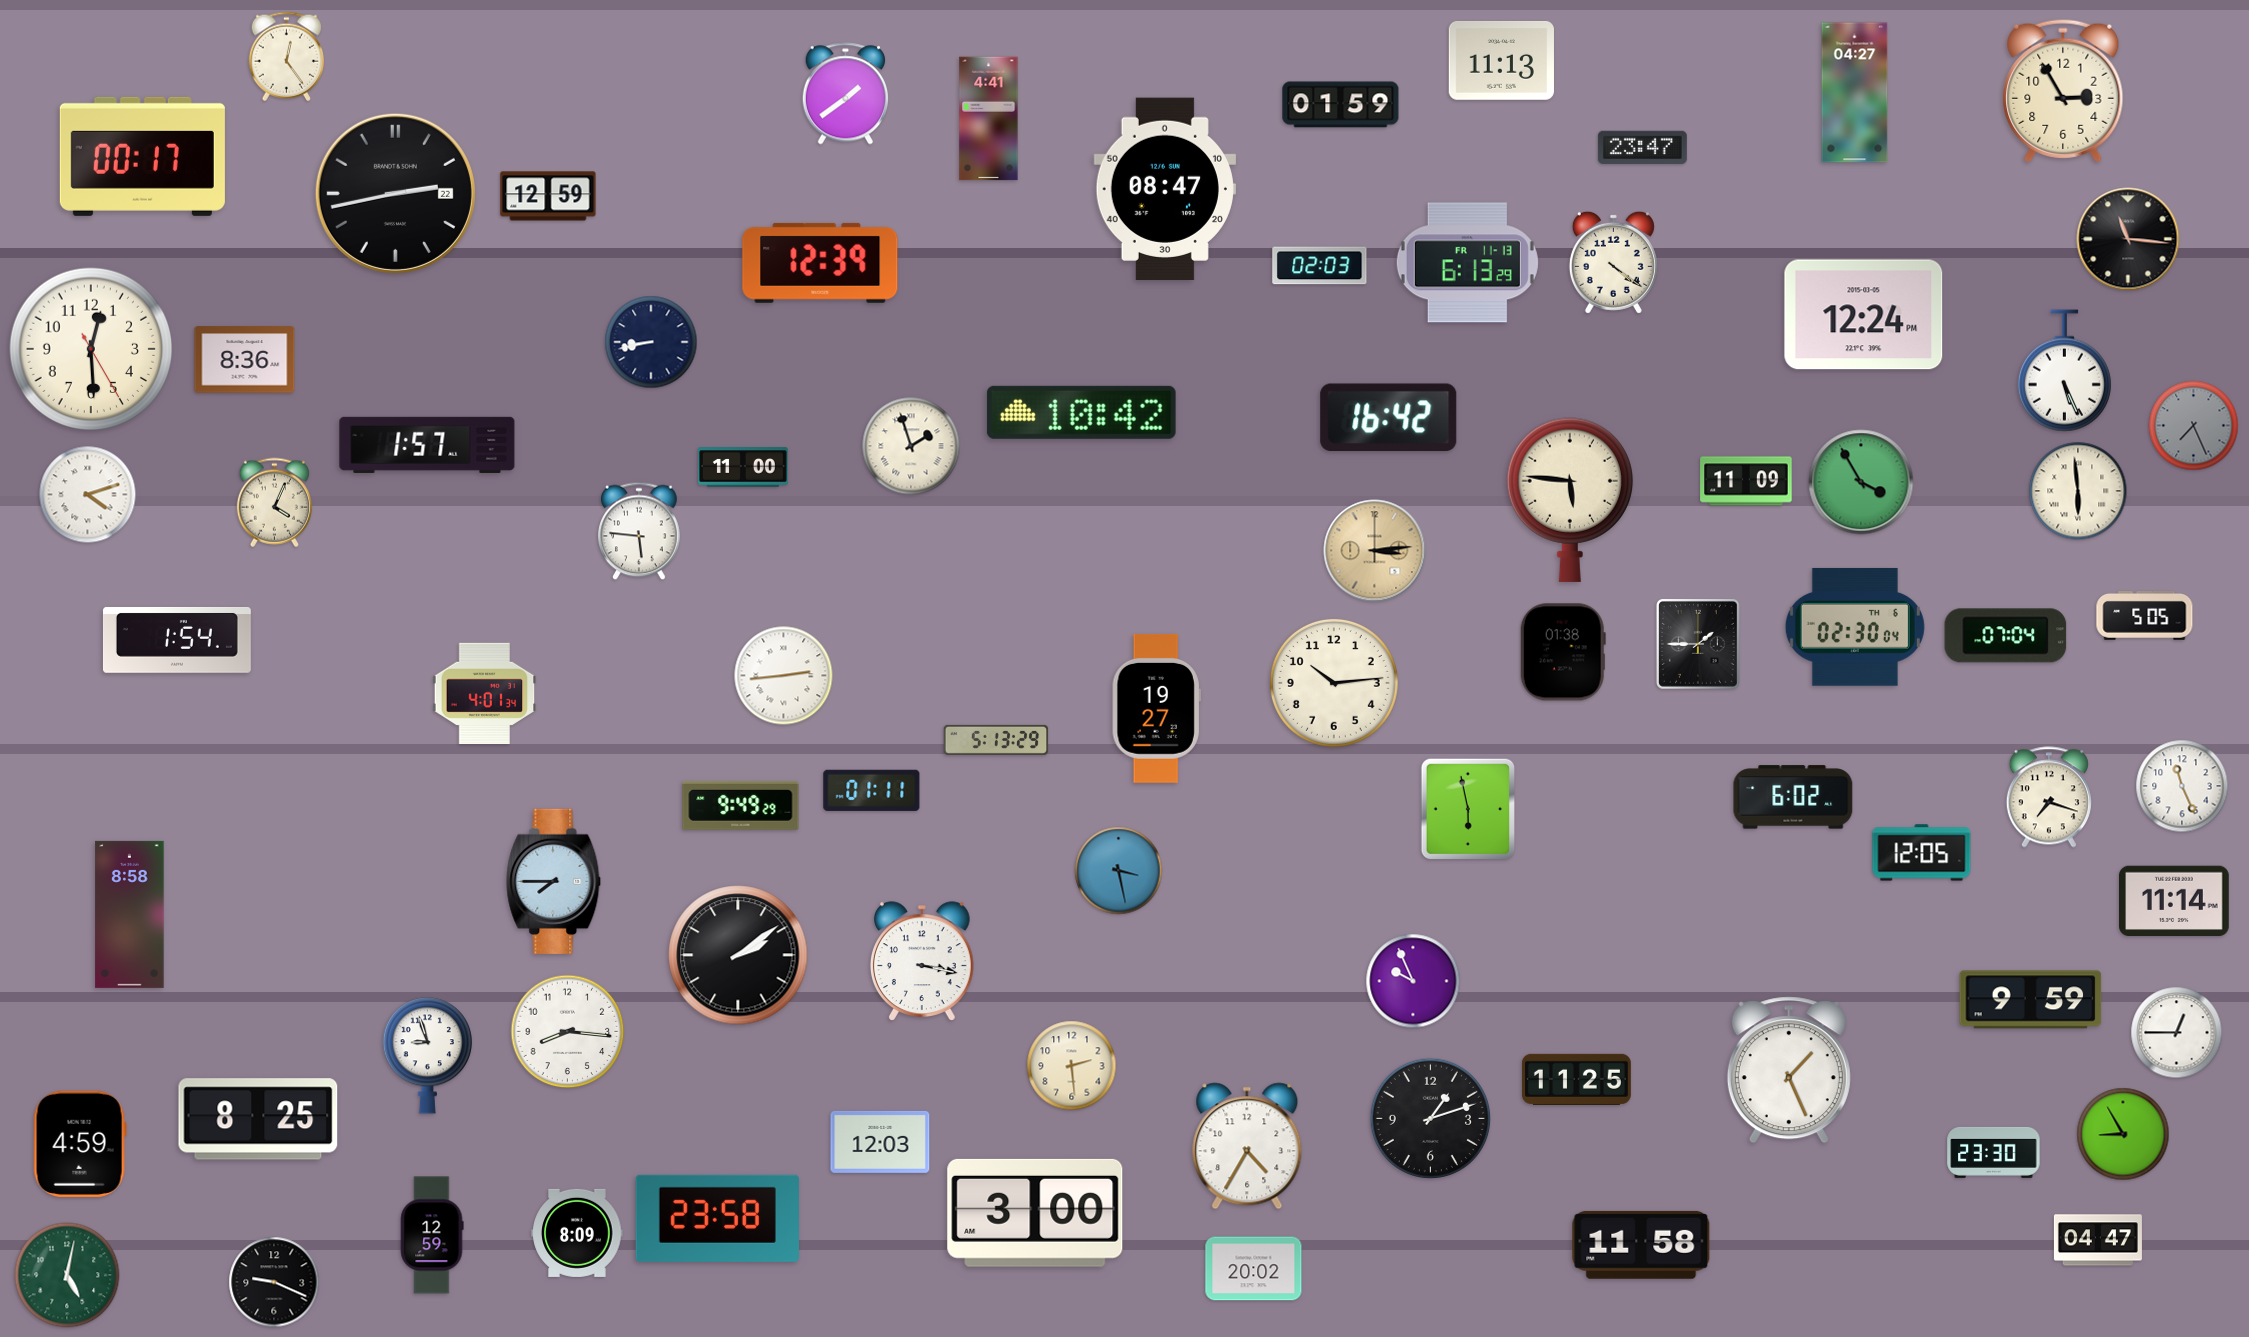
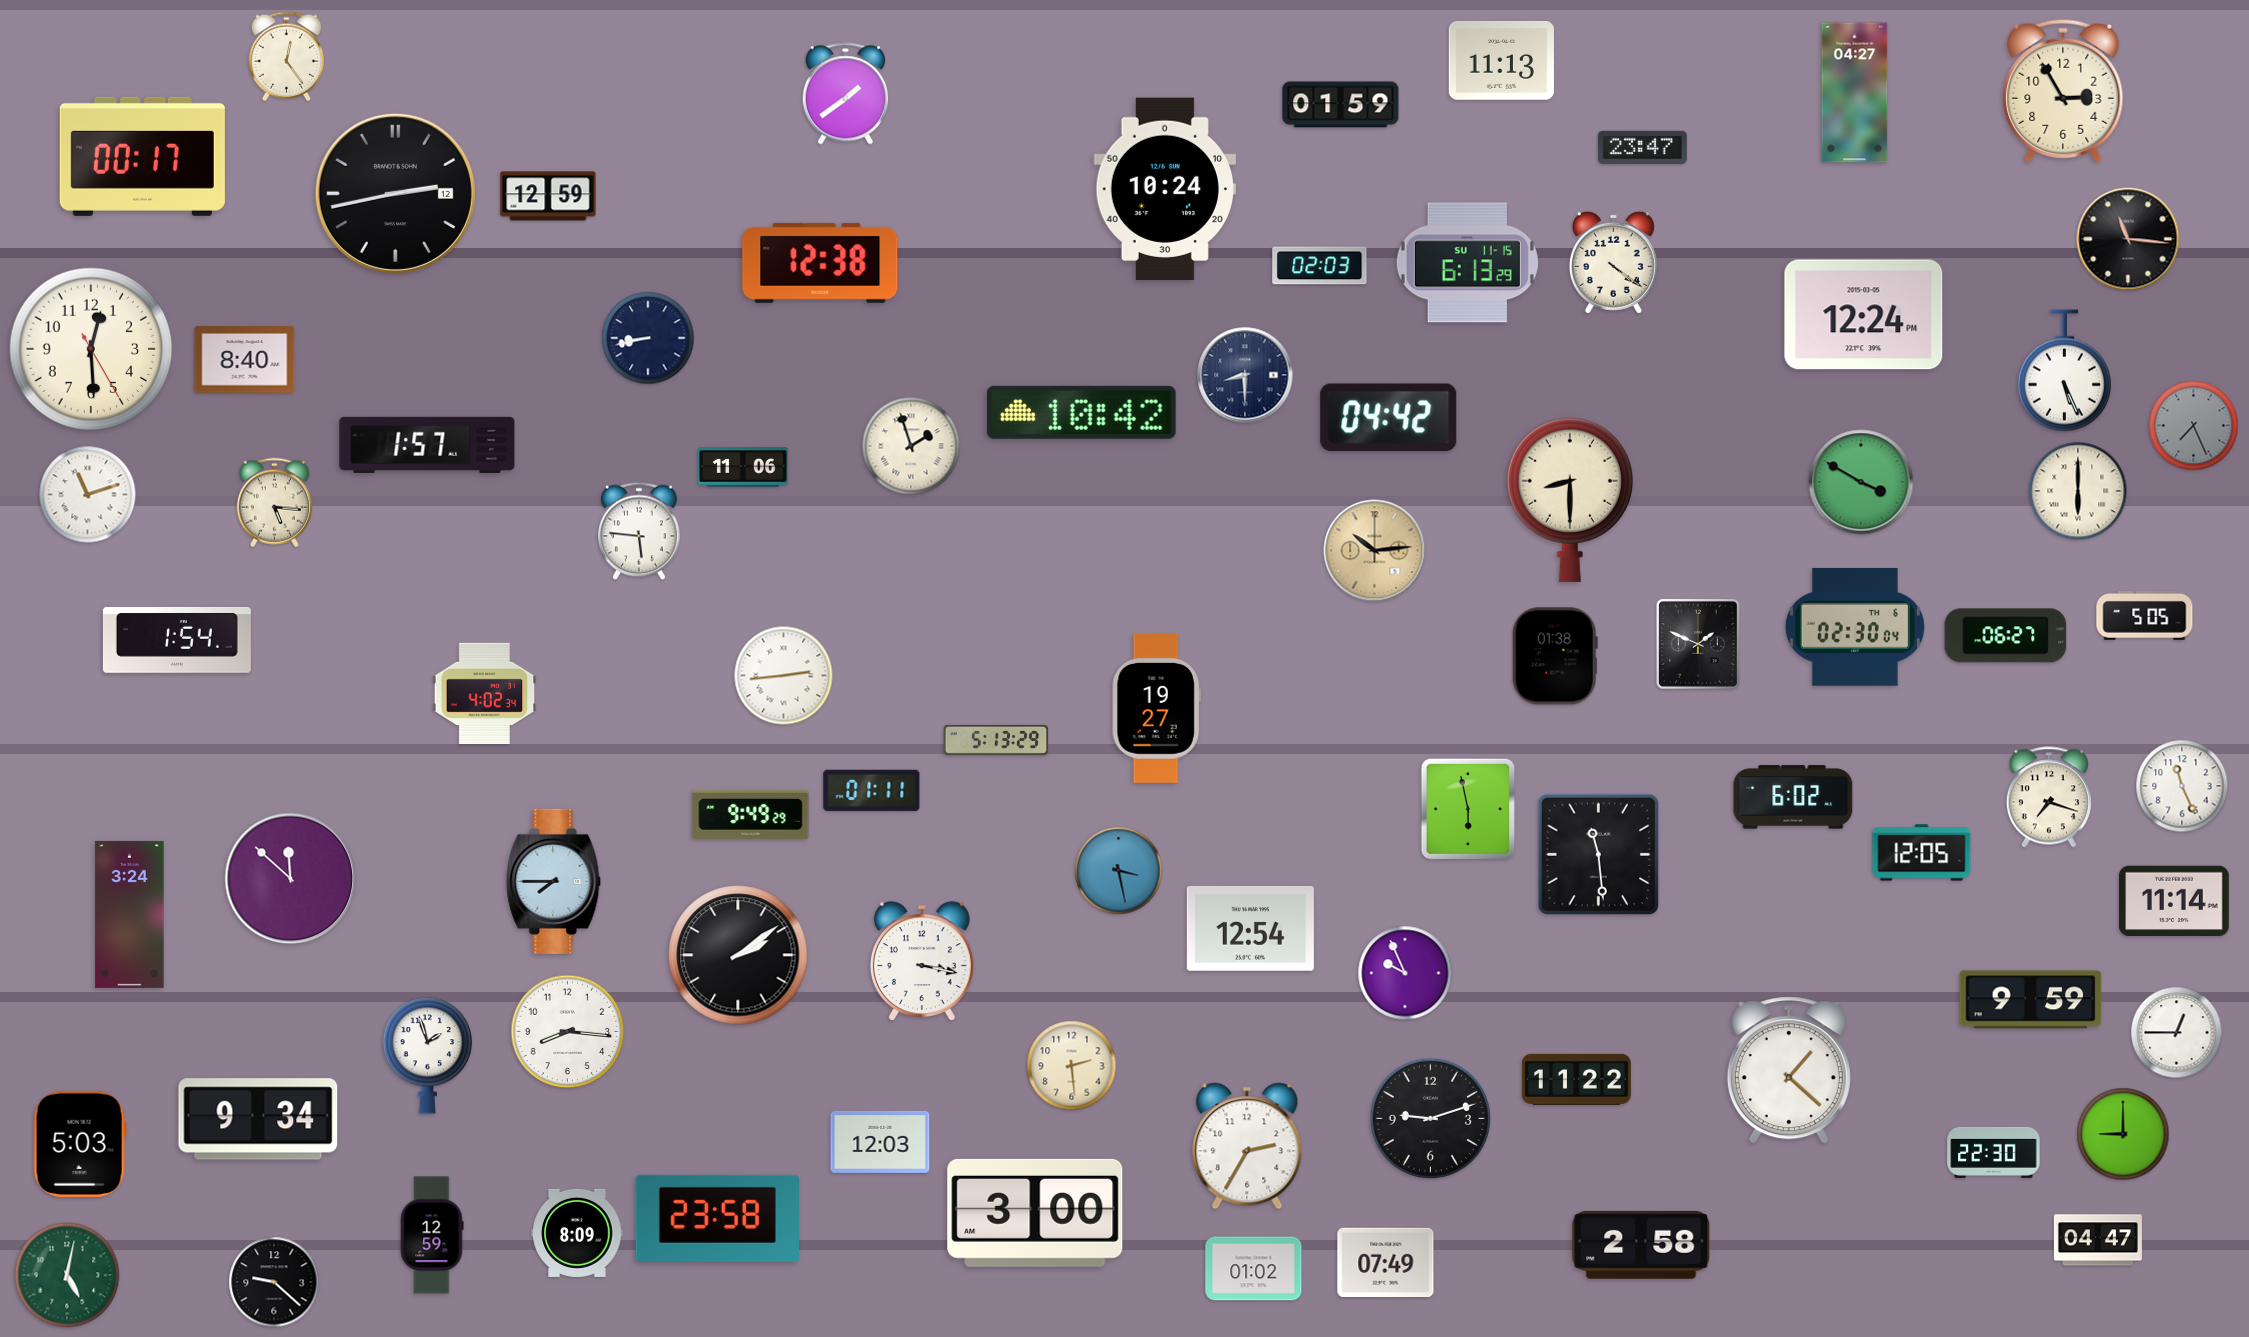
clock at (989, 119): 4:41 -> none
clock at (1165, 188): 08:47 -> 10:24
clock at (395, 193) date: 22 -> 12
clock at (820, 263): 12:39 -> 12:38
clock at (1467, 263) date: FR 11-13 -> SU 11-15
clock at (651, 342) position: (651, 342) -> (648, 338)
clock at (245, 360): 8:36 -> 8:40
clock at (1245, 375): none -> 8:30
clock at (1389, 417): 16:42 -> 04:42
clock at (744, 467): 11:00 -> 11:06
clock at (1746, 481): 11:09 -> none
clock at (1861, 482): 3:55 -> 3:50
clock at (2078, 491): 5:59 -> 6:00
clock at (88, 495): 4:12 -> 11:12
clock at (1570, 500): 5:46 -> 8:30
clock at (274, 503): 4:04 -> 5:16
clock at (1375, 551): 3:14 -> 10:14
clock at (2006, 636): 07:04 -> 06:27
clock at (1698, 644): 1:45 -> 1:49
clock at (1563, 652) position: (1563, 652) -> (1555, 656)
clock at (1334, 683): 10:14 -> none
clock at (485, 693): 4:01 -> 4:02
clock at (741, 805) position: (741, 805) -> (751, 814)
clock at (1598, 854): none -> 11:29
clock at (291, 879): none -> 11:52
clock at (130, 914): 8:58 -> 3:24
clock at (1250, 928): none -> 12:54
clock at (1413, 981) position: (1413, 981) -> (1405, 973)
clock at (427, 1056): 8:57 -> 1:57
clock at (1789, 1070): 1:26 -> 1:22
clock at (1576, 1079): 11:25 -> 11:22
clock at (1430, 1118): 1:12 -> 9:12
clock at (258, 1119): 8:25 -> 9:34
clock at (2123, 1134): 8:55 -> 9:00
clock at (80, 1144): 4:59 -> 5:03
clock at (1247, 1146): 4:35 -> 2:35
clock at (1994, 1152): 23:30 -> 22:30
clock at (1641, 1245): 11:58 -> 2:58
clock at (1386, 1262): none -> 07:49
clock at (1254, 1269): 20:02 -> 01:02
clock at (274, 1282): 9:19 -> 9:22
